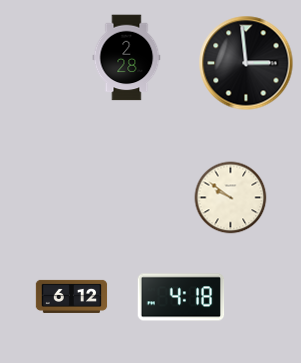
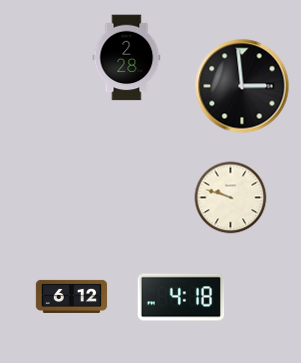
clock at (246, 63) position: (246, 63) -> (242, 86)
clock at (231, 198): 9:51 -> 9:48
